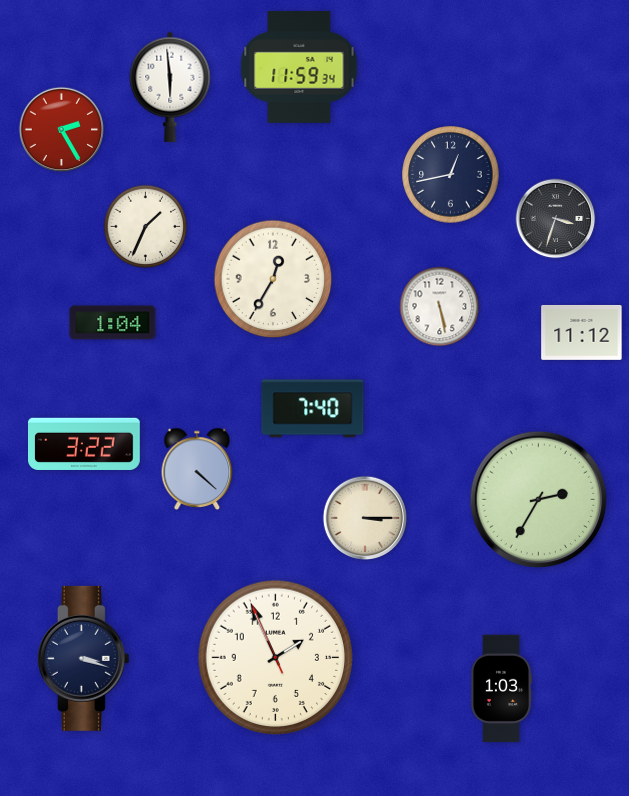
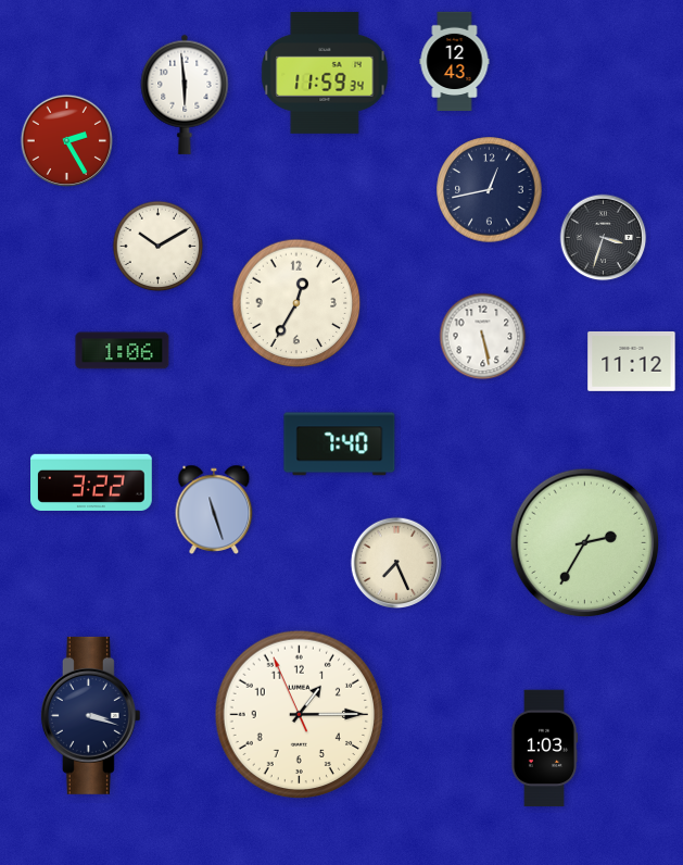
clock at (455, 62): none -> 12:43
clock at (146, 227): 1:34 -> 10:10
clock at (440, 307) position: (440, 307) -> (483, 337)
clock at (113, 323): 1:04 -> 1:06
clock at (197, 468): 4:22 -> 11:27
clock at (365, 518): 3:15 -> 7:26
clock at (276, 658): 1:55 -> 1:14
